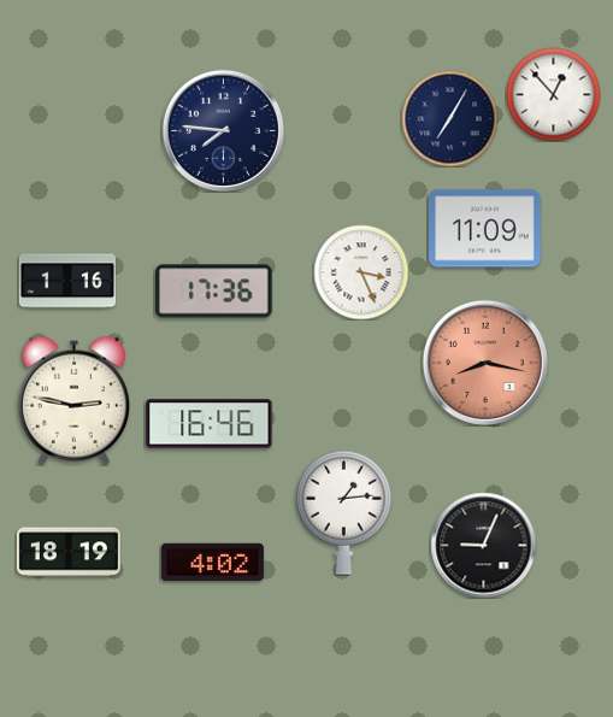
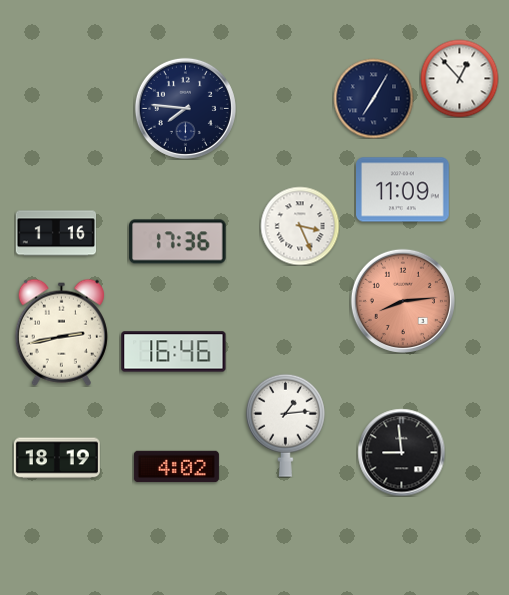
clock at (485, 363): 8:17 -> 8:14
clock at (73, 400): 2:47 -> 2:43
clock at (483, 545): 9:04 -> 8:59
